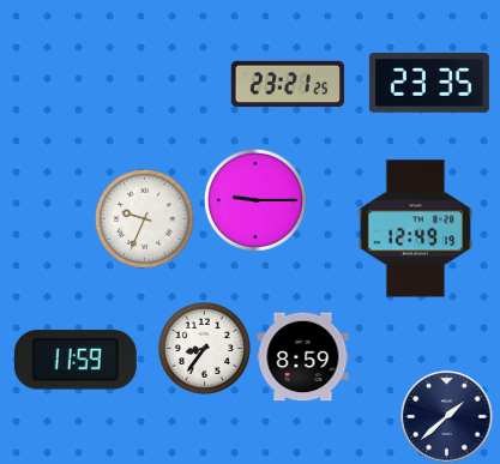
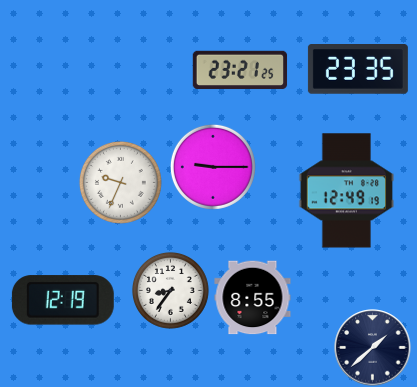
clock at (303, 357): 8:59 -> 8:55
clock at (76, 360): 11:59 -> 12:19
